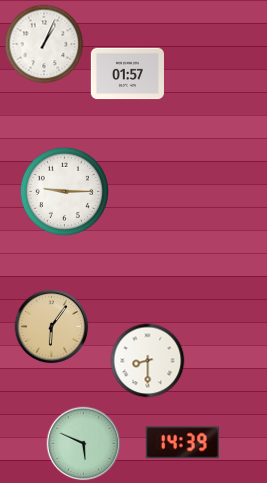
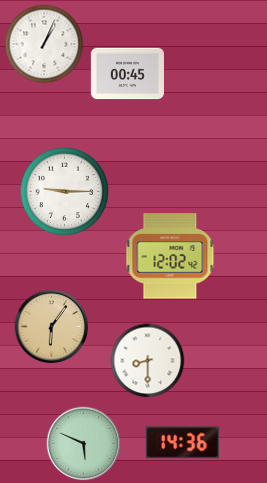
clock at (127, 74): 01:57 -> 00:45
clock at (170, 256): none -> 12:02
clock at (182, 443): 14:39 -> 14:36
